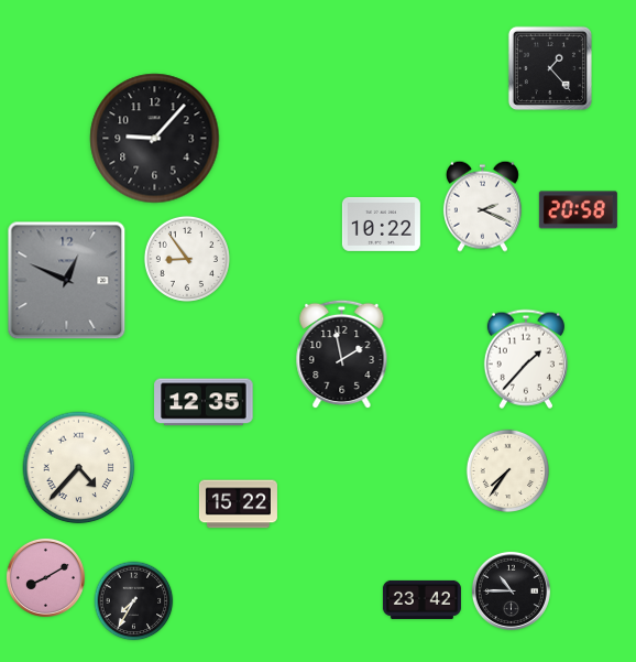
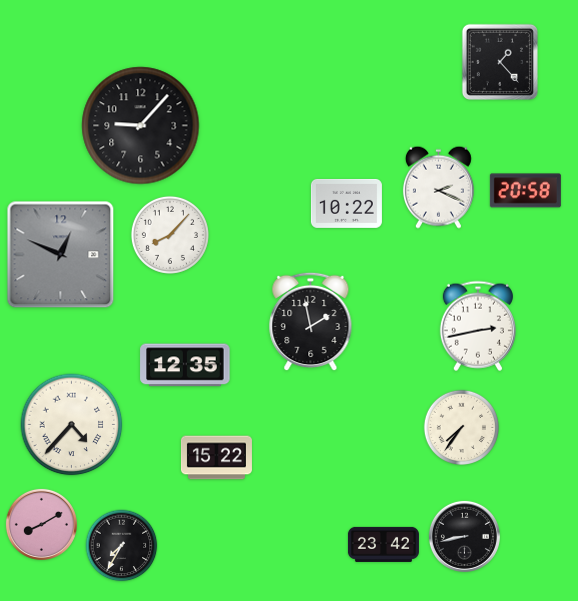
clock at (187, 259): 8:54 -> 8:07
clock at (526, 359): 1:37 -> 2:43
clock at (511, 590): 10:45 -> 8:43
